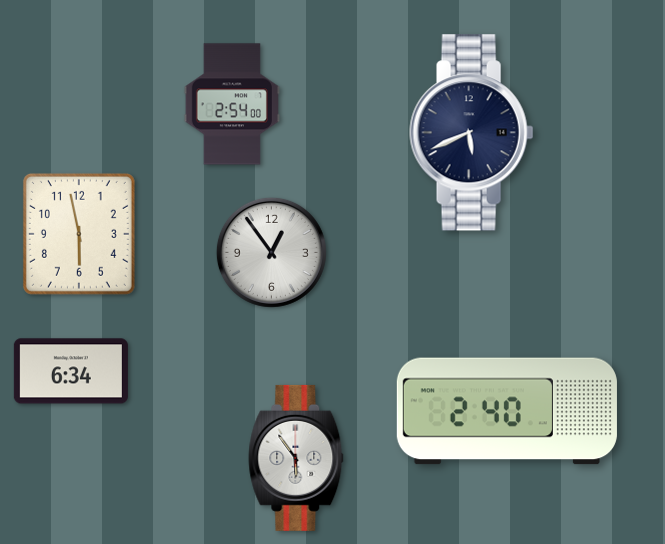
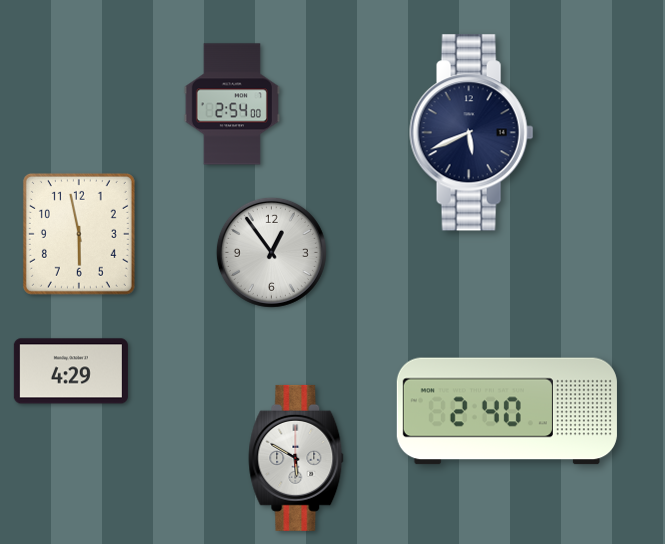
clock at (71, 371): 6:34 -> 4:29
clock at (296, 458): 5:54 -> 5:50
